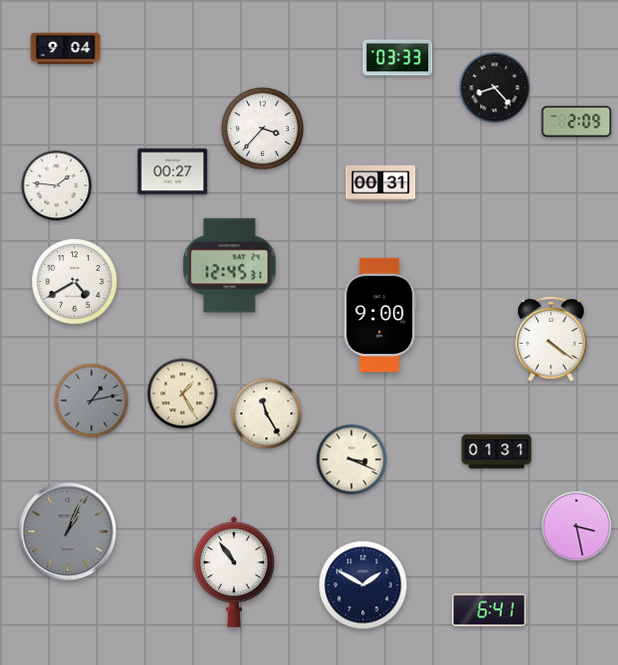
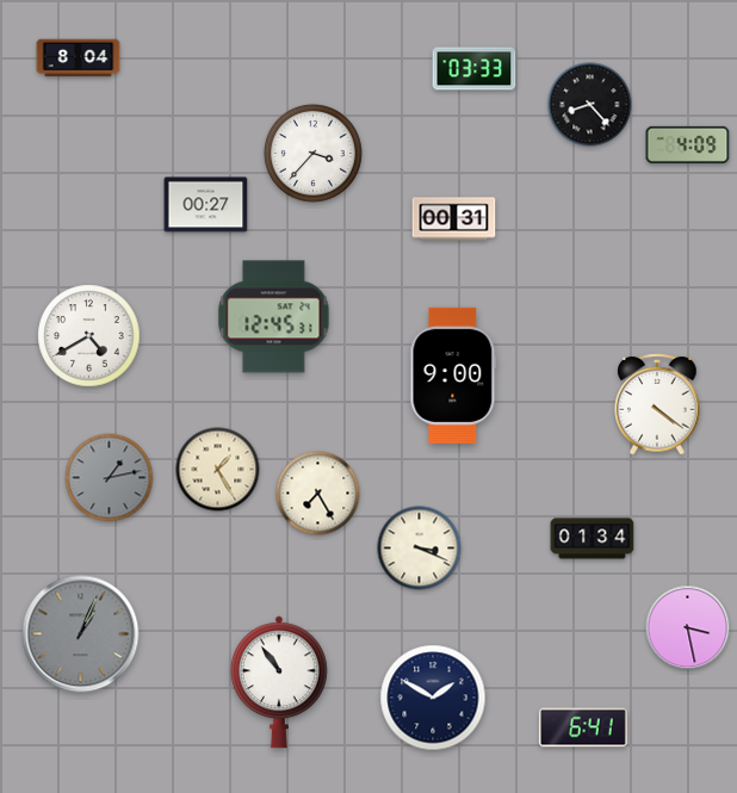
clock at (66, 49): 9:04 -> 8:04
clock at (577, 121): 2:09 -> 4:09
clock at (57, 186): 1:46 -> none
clock at (267, 414): 11:25 -> 7:25
clock at (497, 452): 01:31 -> 01:34
